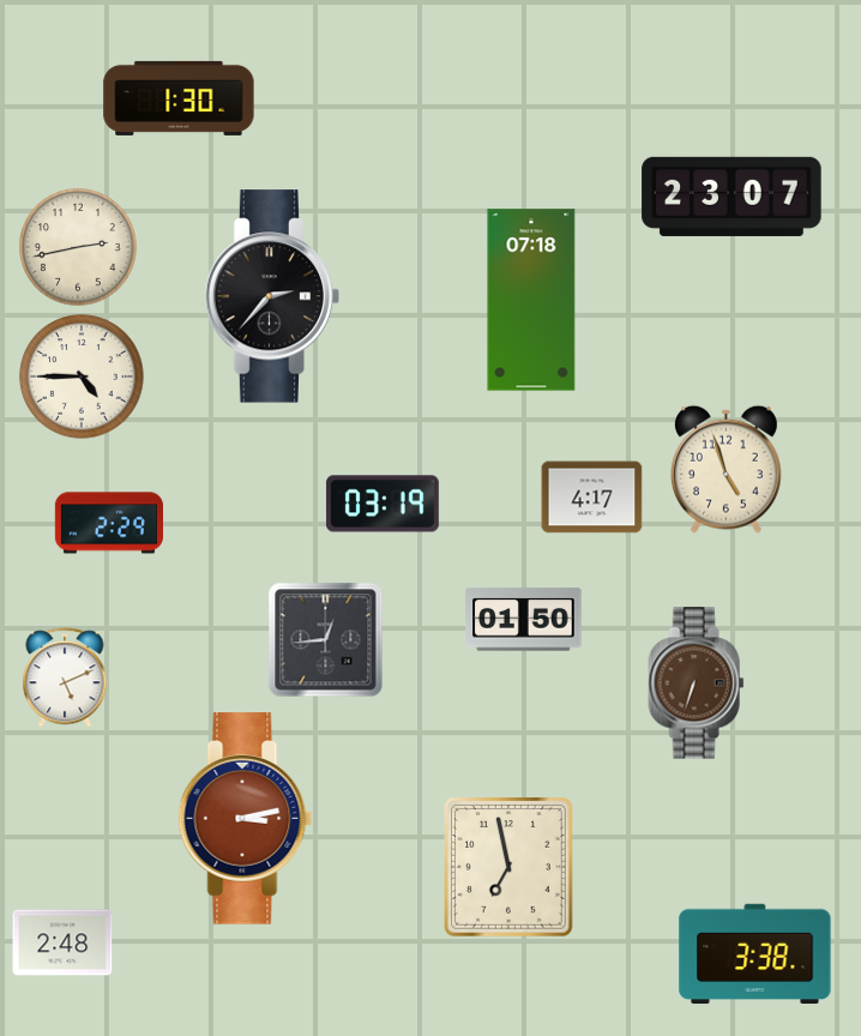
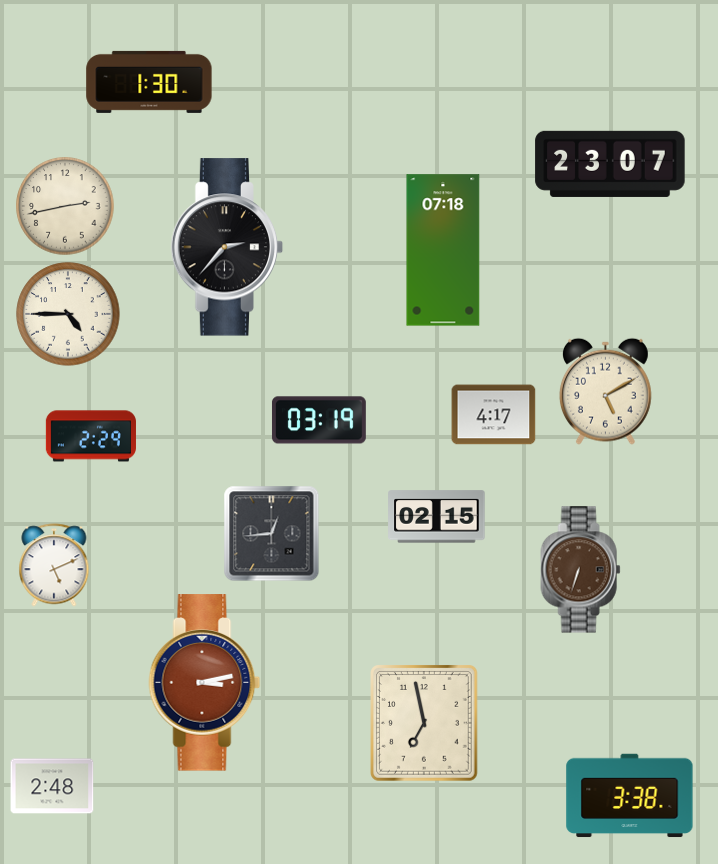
clock at (725, 469): 4:57 -> 5:10
clock at (524, 620): 01:50 -> 02:15
